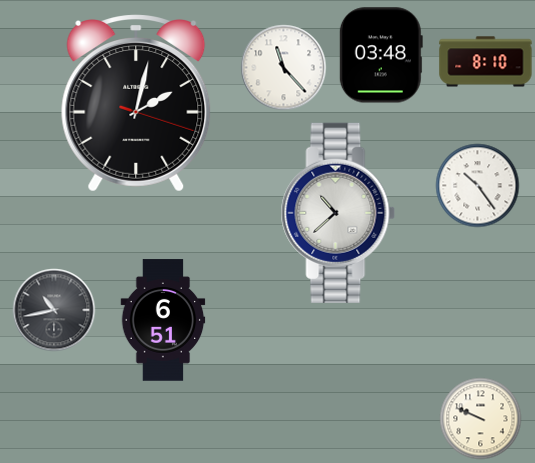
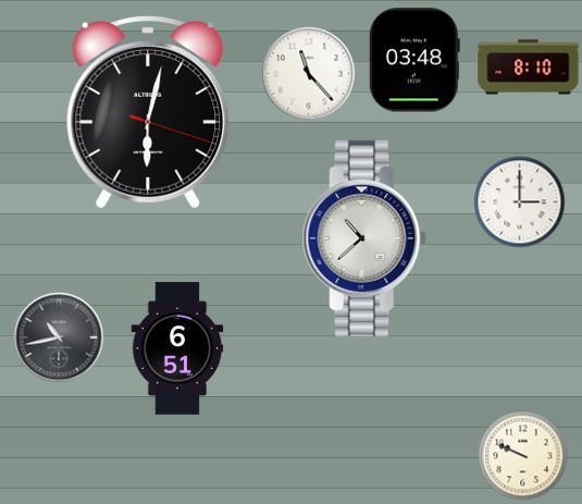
clock at (136, 103): 2:02 -> 6:02
clock at (478, 186): 10:24 -> 3:00
clock at (338, 213) position: (338, 213) -> (364, 238)
